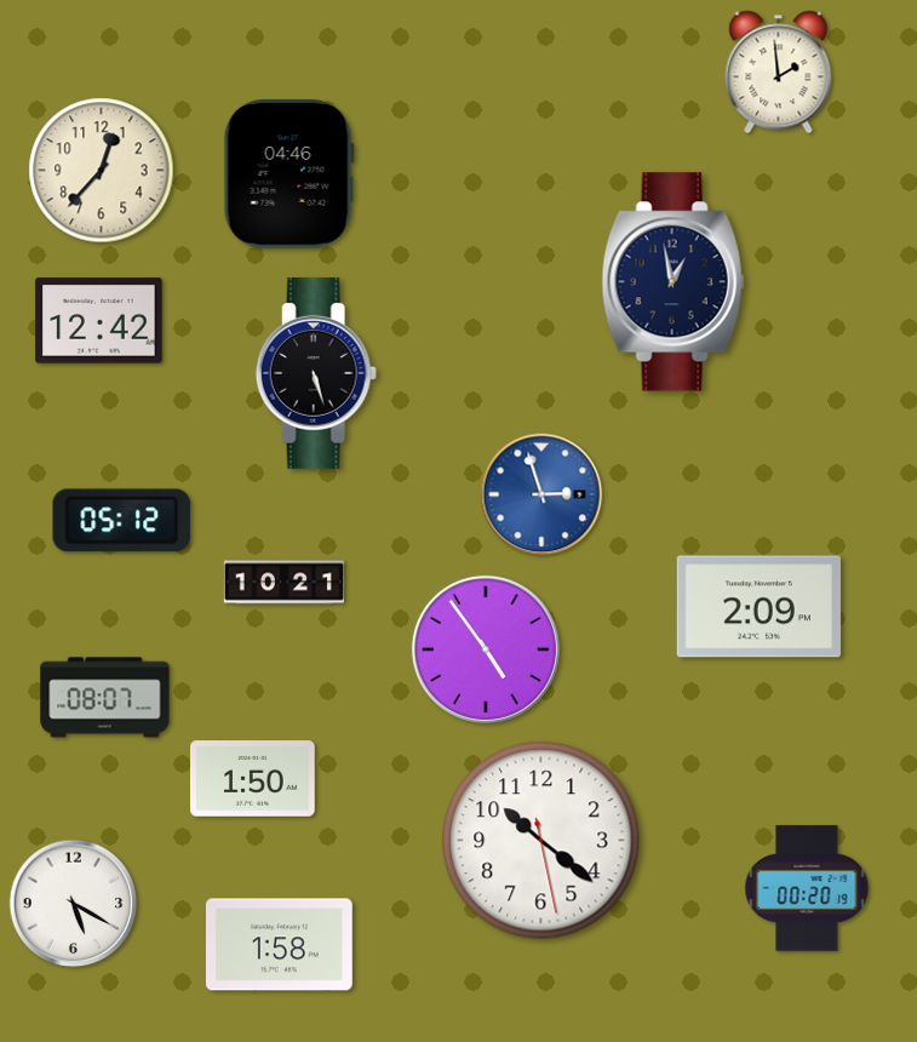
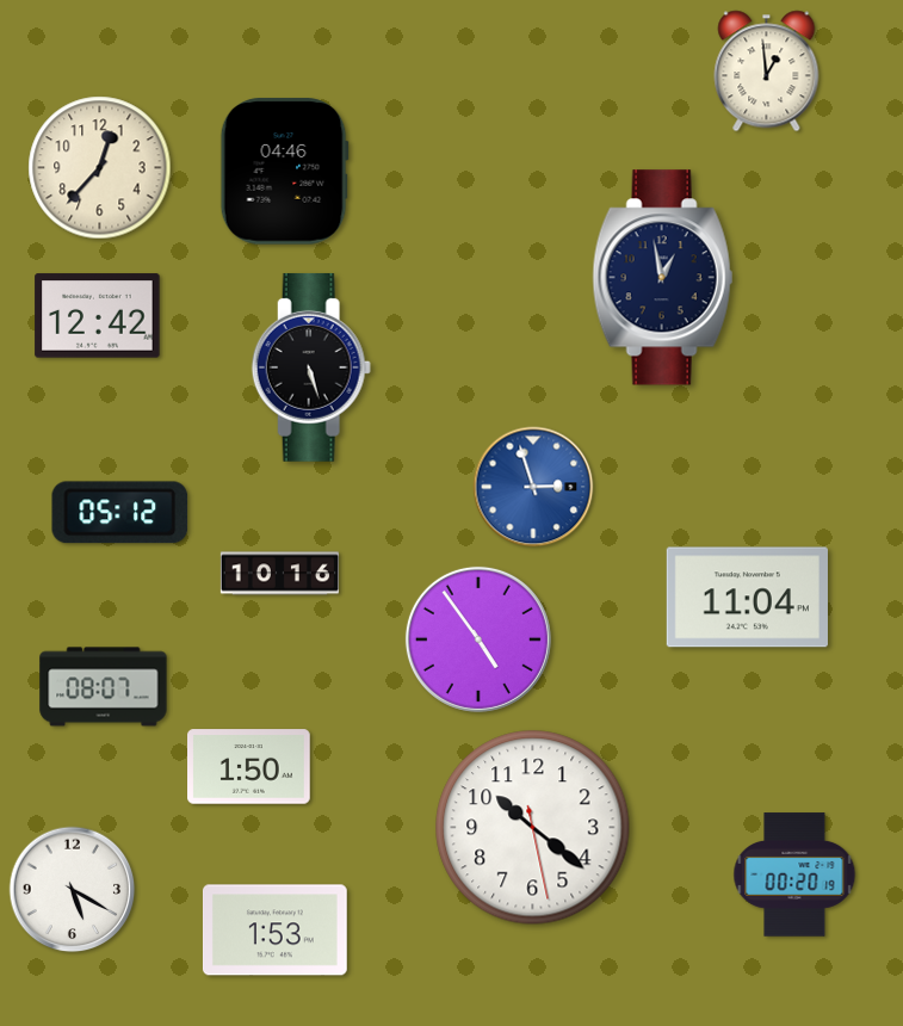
clock at (779, 73): 1:59 -> 12:59
clock at (283, 583): 10:21 -> 10:16
clock at (758, 607): 2:09 -> 11:04
clock at (279, 945): 1:58 -> 1:53
